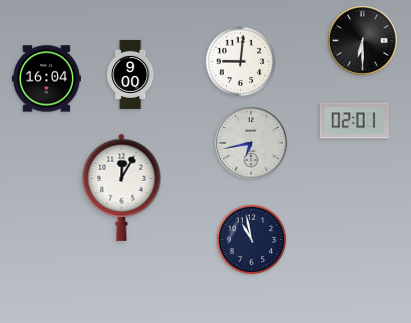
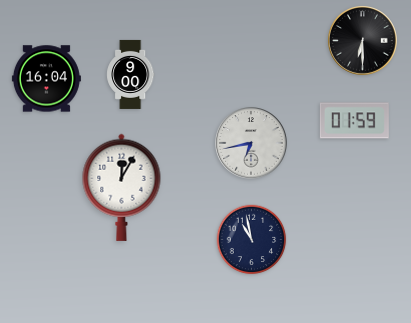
clock at (241, 62): 9:01 -> none
clock at (354, 121): 02:01 -> 01:59
